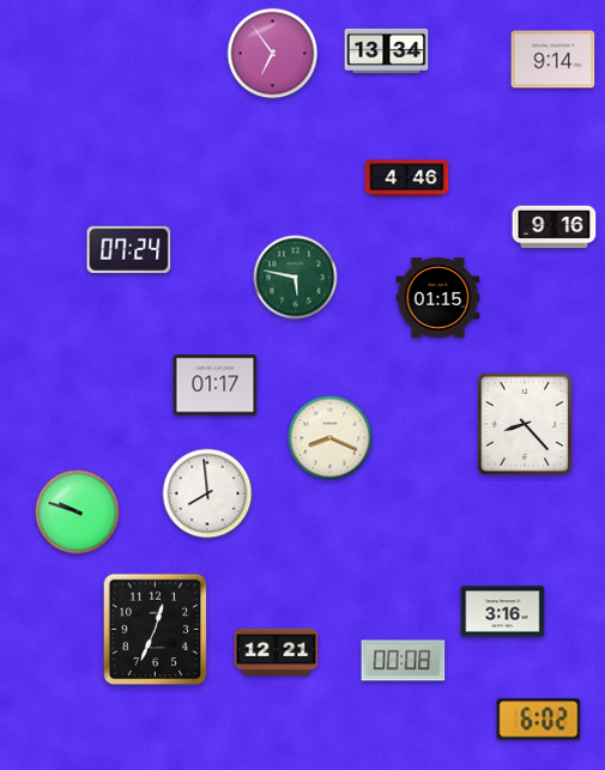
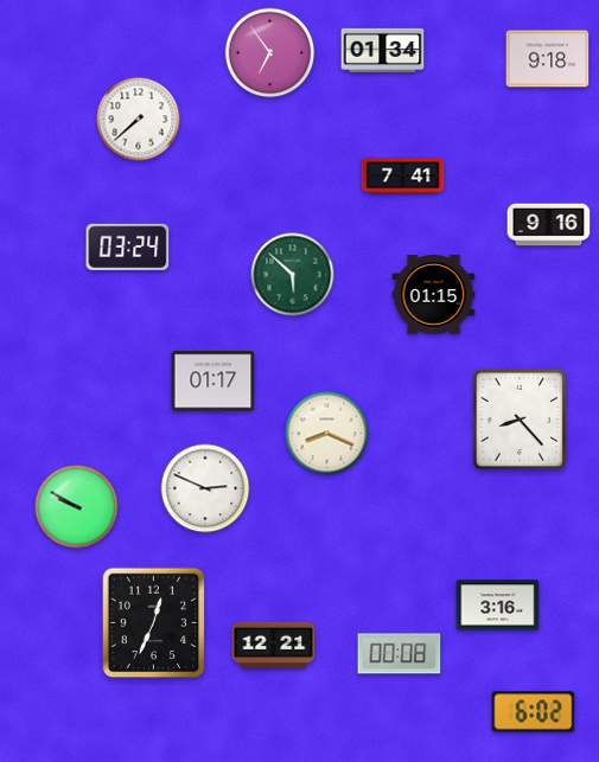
clock at (387, 50): 13:34 -> 01:34
clock at (553, 60): 9:14 -> 9:18
clock at (139, 120): none -> 7:38
clock at (407, 178): 4:46 -> 7:41
clock at (129, 249): 07:24 -> 03:24
clock at (296, 278): 5:47 -> 5:52
clock at (207, 493): 7:59 -> 2:49
clock at (78, 513): 9:48 -> 9:50
